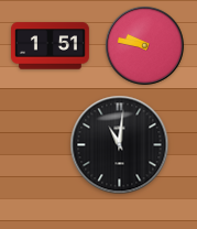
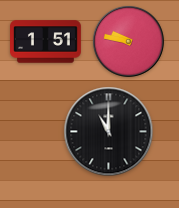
clock at (144, 45) position: (144, 45) -> (128, 41)
clock at (120, 145): 11:01 -> 11:00
